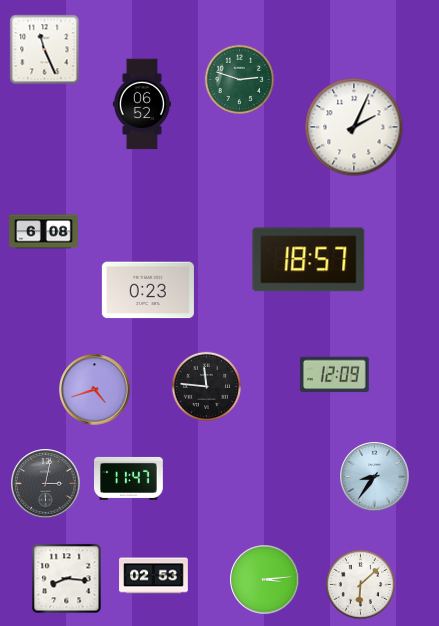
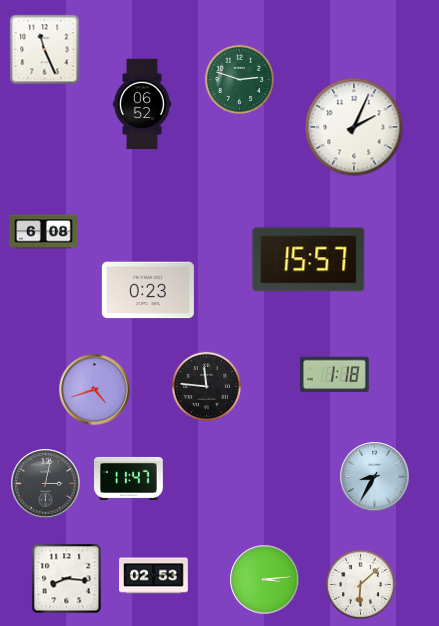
clock at (309, 260): 18:57 -> 15:57
clock at (334, 375): 12:09 -> 1:18
clock at (375, 477): 8:36 -> 8:35
